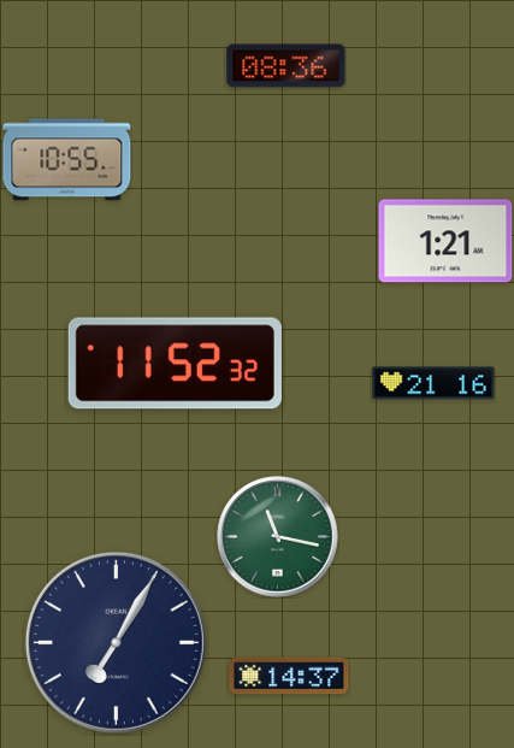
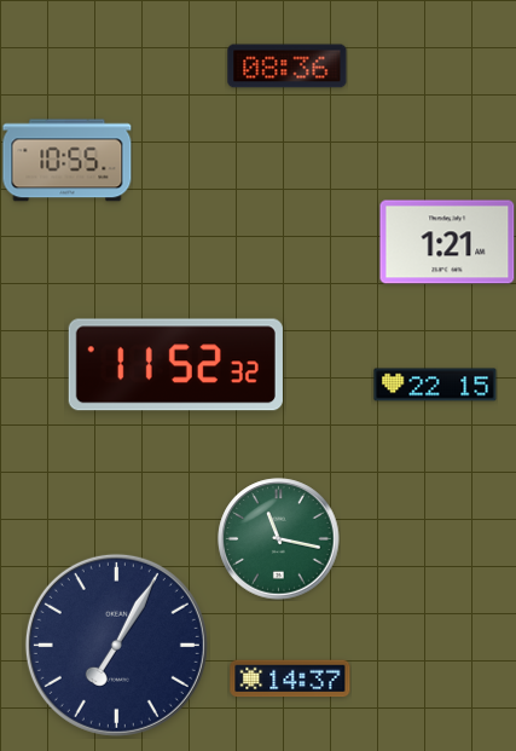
clock at (433, 383): 21:16 -> 22:15
